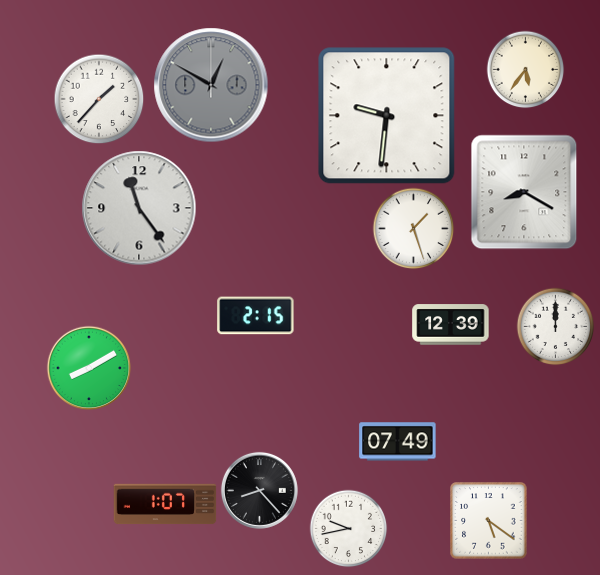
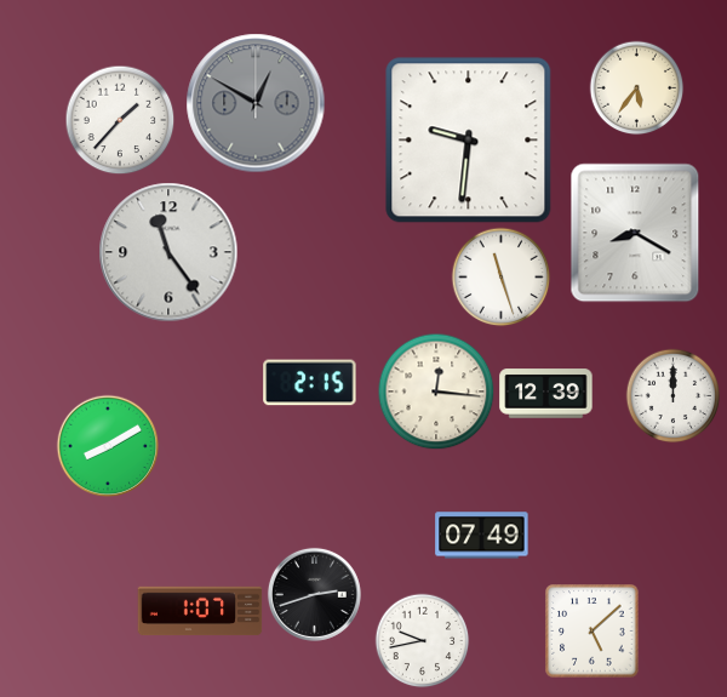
clock at (525, 69) position: (525, 69) -> (636, 87)
clock at (413, 228): 1:27 -> 11:27
clock at (436, 392): none -> 12:16
clock at (259, 490): 8:23 -> 2:42
clock at (489, 521): 5:21 -> 5:08
